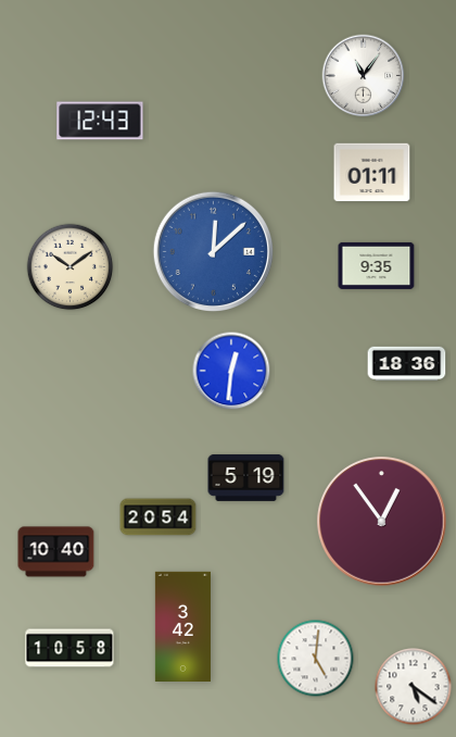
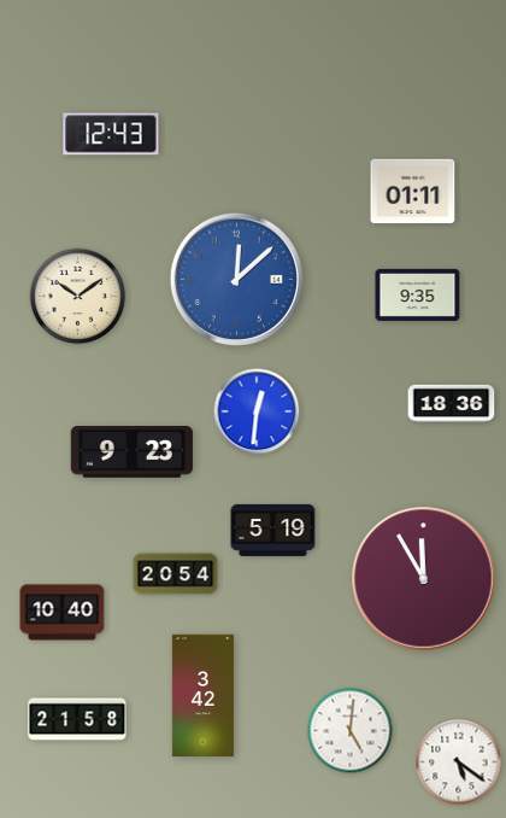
clock at (364, 76): 11:06 -> none
clock at (131, 452): none -> 9:23
clock at (382, 522): 12:54 -> 11:55
clock at (69, 648): 10:58 -> 21:58
